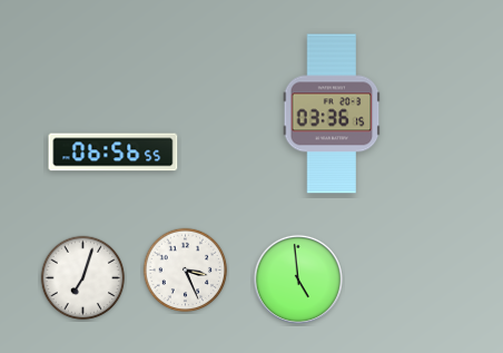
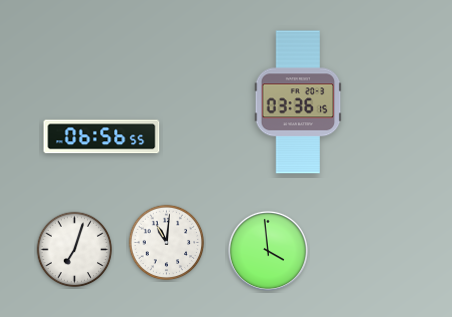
clock at (186, 271): 3:26 -> 11:01
clock at (298, 280): 4:59 -> 3:59
